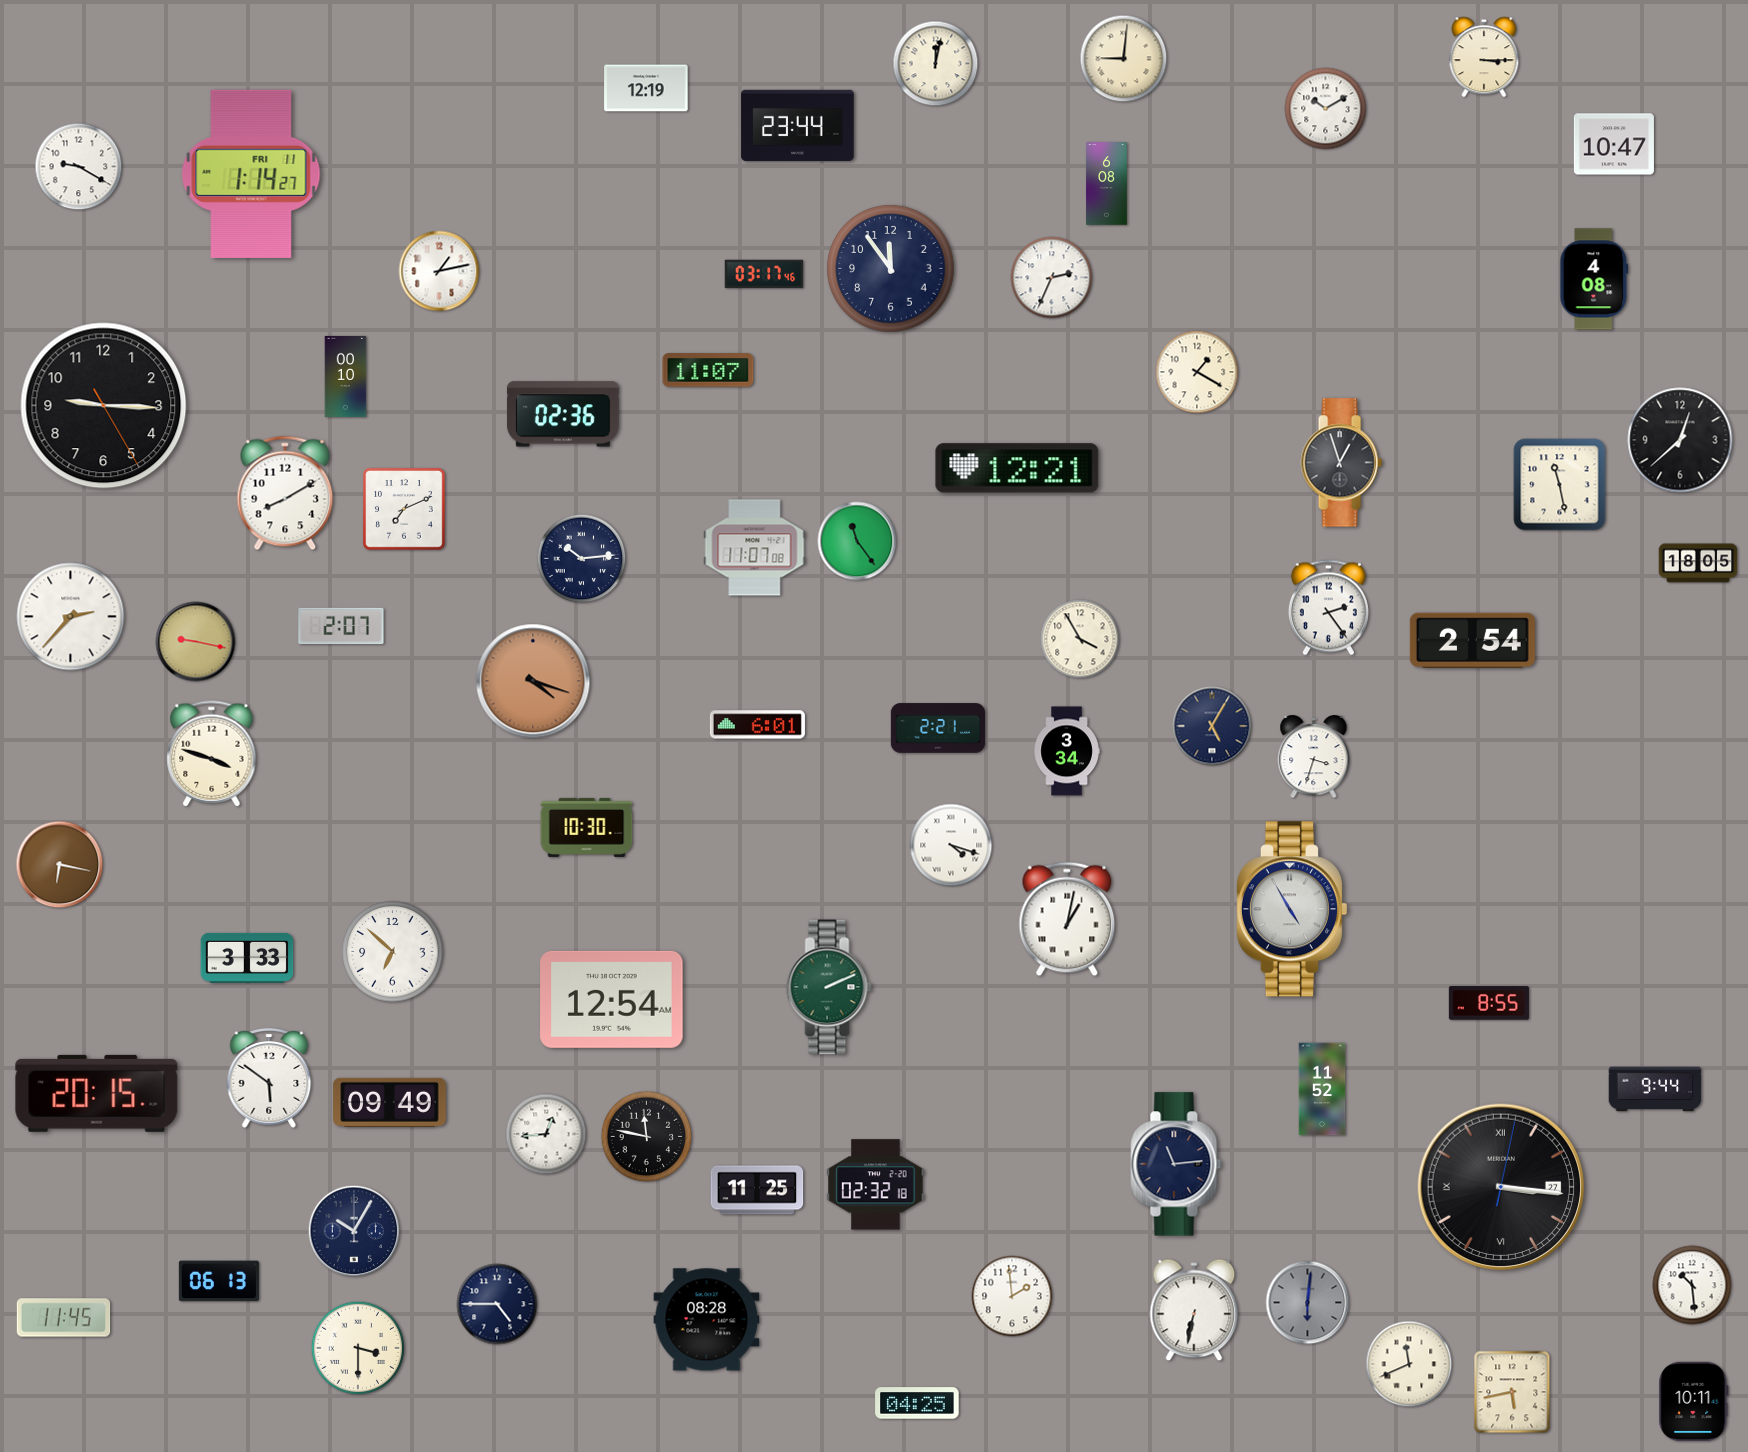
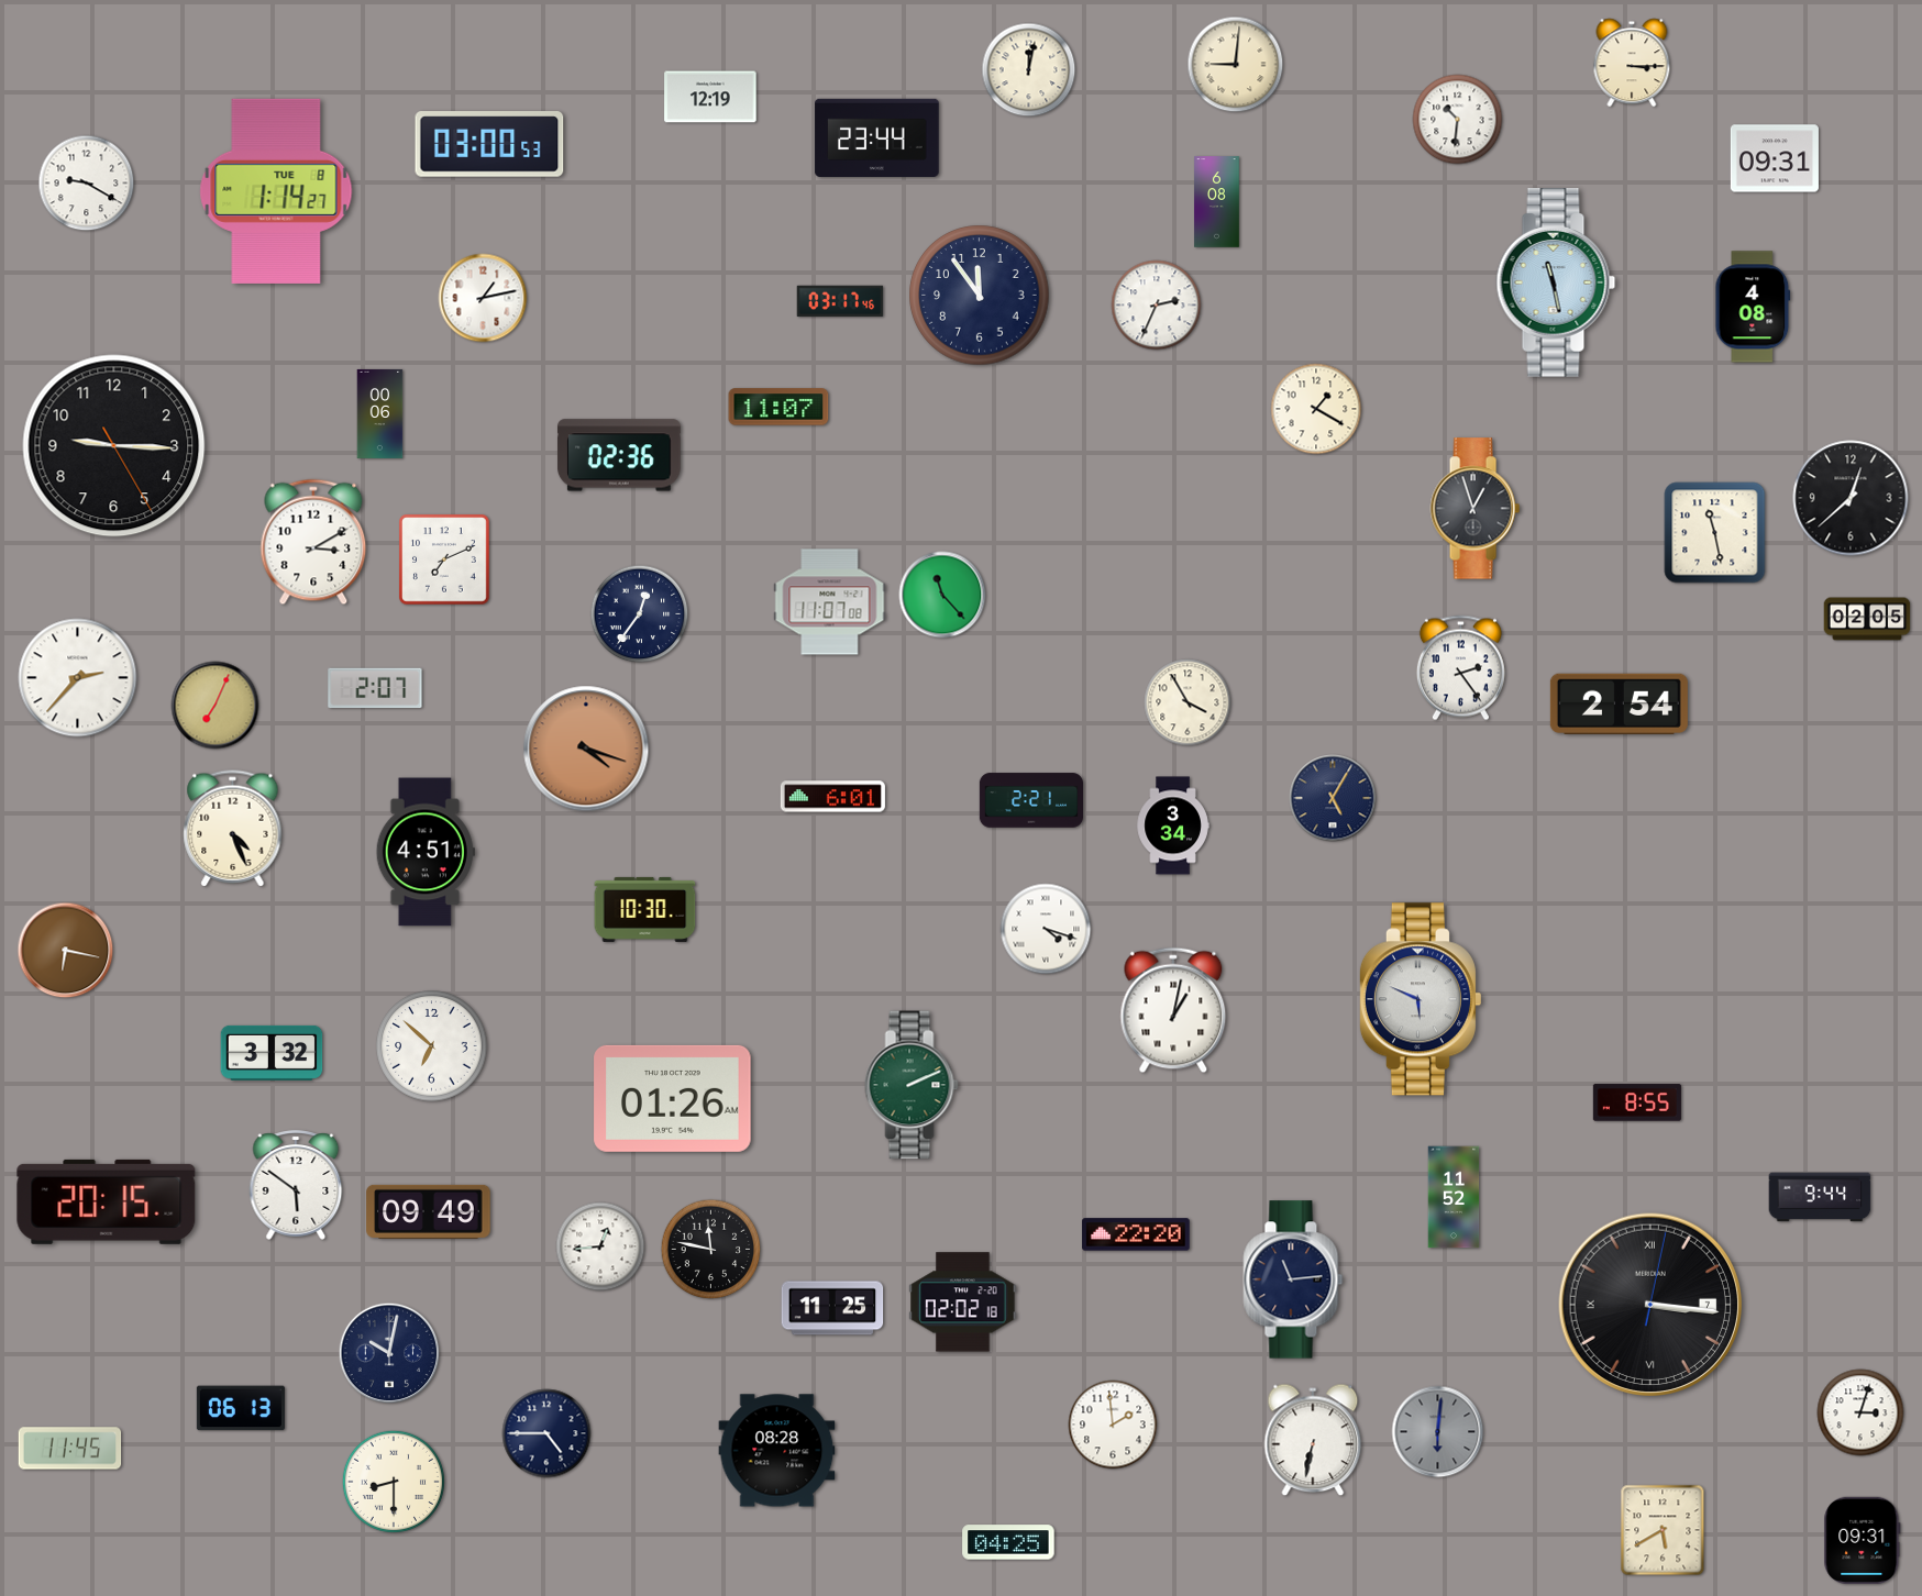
clock at (1326, 109): 10:10 -> 10:31
clock at (489, 144): none -> 03:00
clock at (1614, 144): 10:47 -> 09:31
clock at (251, 174) date: FRI 11 -> TUE 8
clock at (1556, 282): none -> 11:28
clock at (346, 376): 00:10 -> 00:06
clock at (1680, 440) position: (1680, 440) -> (1851, 498)
clock at (1017, 468): 12:21 -> none
clock at (285, 493): 8:10 -> 3:10
clock at (857, 541): 11:24 -> 11:23
clock at (582, 559): 10:14 -> 12:36
clock at (1698, 563): 18:05 -> 02:05
clock at (196, 642): 9:17 -> 7:04
clock at (212, 754): 3:48 -> 4:26
clock at (1314, 758): 3:33 -> none
clock at (426, 852): none -> 4:51
clock at (1291, 909): 4:55 -> 5:49
clock at (247, 958): 3:33 -> 3:32
clock at (612, 999): 12:54 -> 01:26
clock at (1136, 1234): none -> 22:20
clock at (876, 1185): 02:32 -> 02:02
clock at (1501, 1187) date: 27 -> 7
clock at (354, 1231): 10:05 -> 10:02
clock at (1692, 1285): 10:29 -> 3:03
clock at (358, 1348): 3:30 -> 8:30
clock at (1409, 1364): 11:41 -> none
clock at (1512, 1392): 5:43 -> 5:40
clock at (1694, 1401): 10:11 -> 09:31
